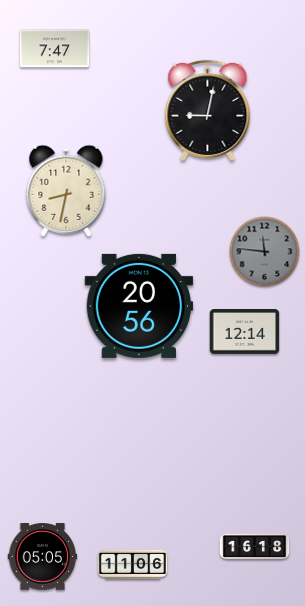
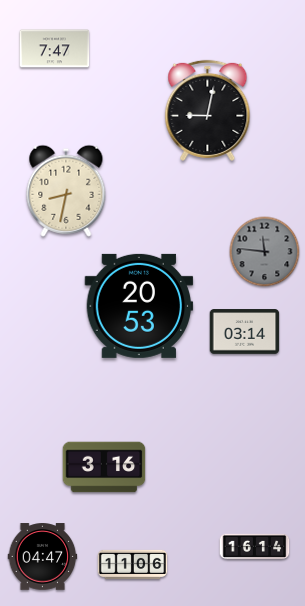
clock at (139, 306): 20:56 -> 20:53
clock at (245, 332): 12:14 -> 03:14
clock at (104, 467): none -> 3:16
clock at (255, 547): 16:18 -> 16:14
clock at (43, 557): 05:05 -> 04:47
